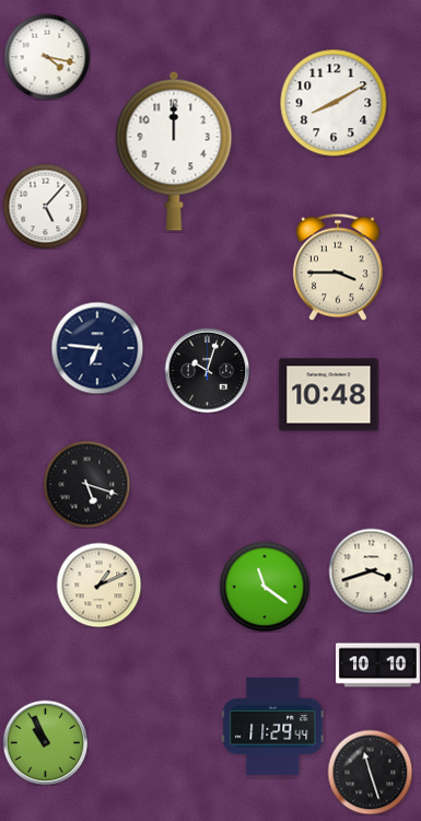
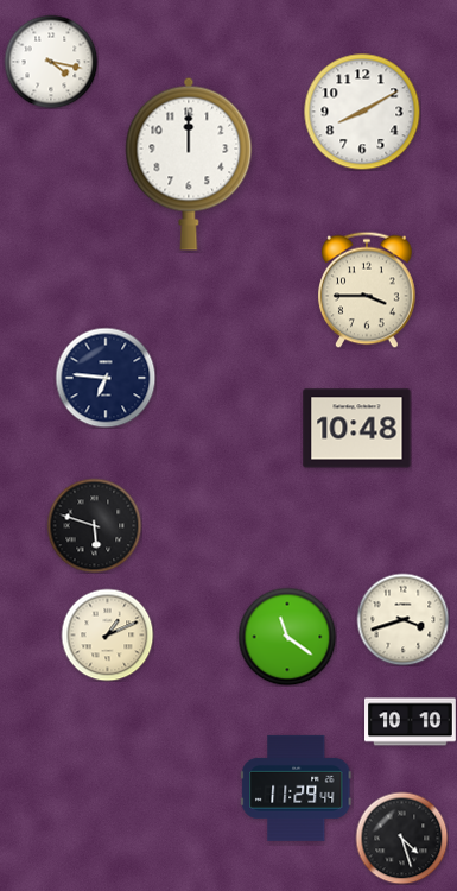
clock at (45, 206): 5:07 -> none
clock at (207, 370): 10:03 -> none
clock at (86, 484): 5:18 -> 5:48
clock at (45, 742): 10:56 -> none
clock at (370, 772): 11:27 -> 4:27
